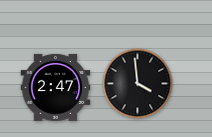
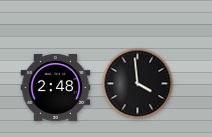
clock at (56, 87): 2:47 -> 2:48
